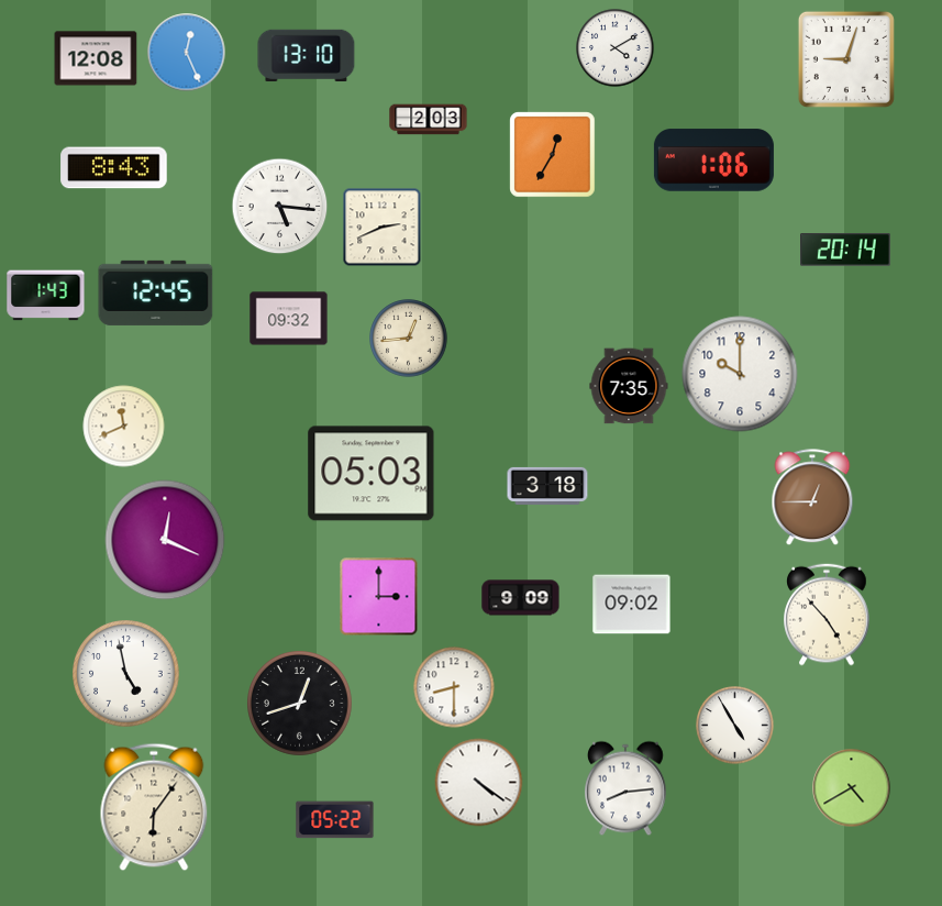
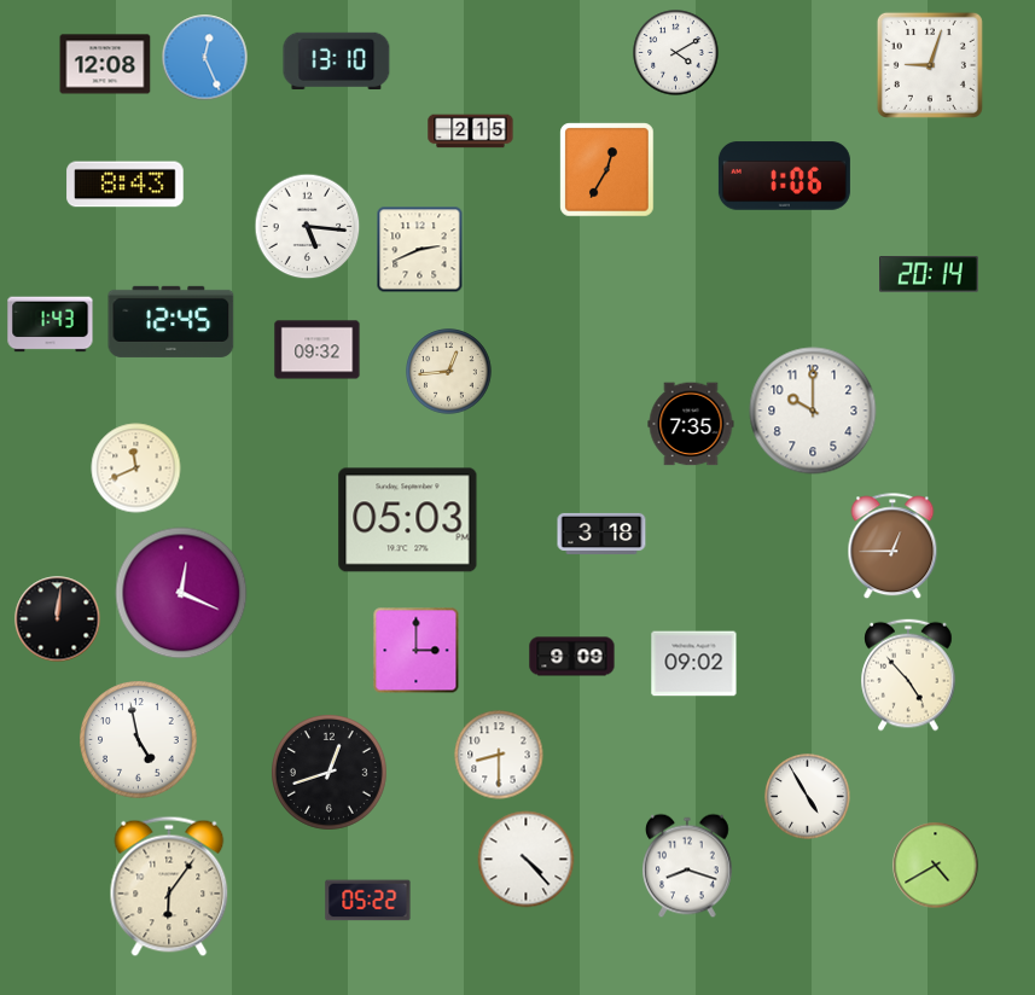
clock at (429, 120): 2:03 -> 2:15
clock at (58, 619): none -> 12:01
clock at (379, 597) position: (379, 597) -> (417, 651)
clock at (479, 783): 4:21 -> 4:23
clock at (625, 788): 8:14 -> 8:18
